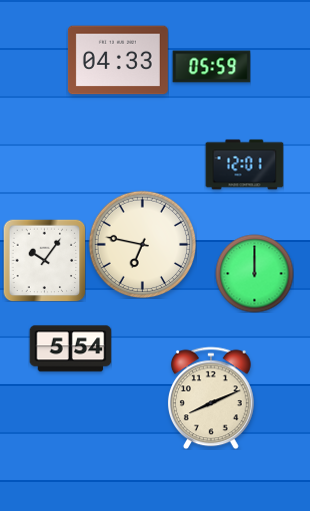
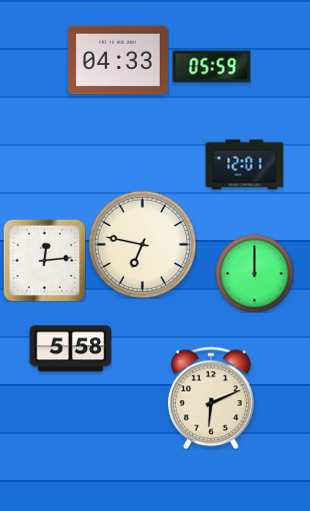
clock at (44, 260): 10:06 -> 12:14
clock at (70, 349): 5:54 -> 5:58
clock at (211, 398): 8:11 -> 6:11
